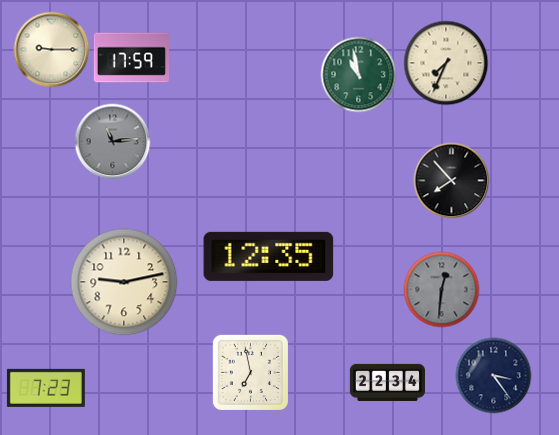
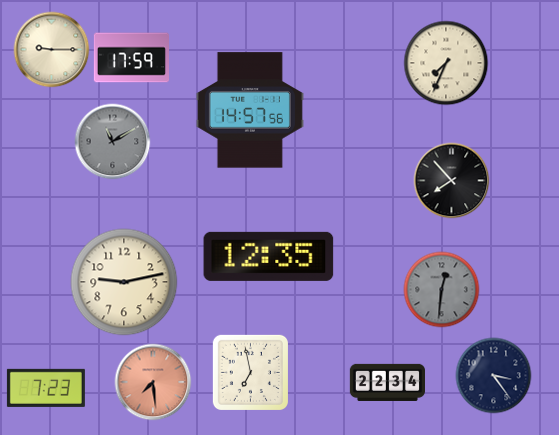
clock at (359, 75): 10:58 -> none
clock at (250, 110): none -> 14:57
clock at (113, 142): 11:14 -> 11:10
clock at (153, 382): none -> 7:29
